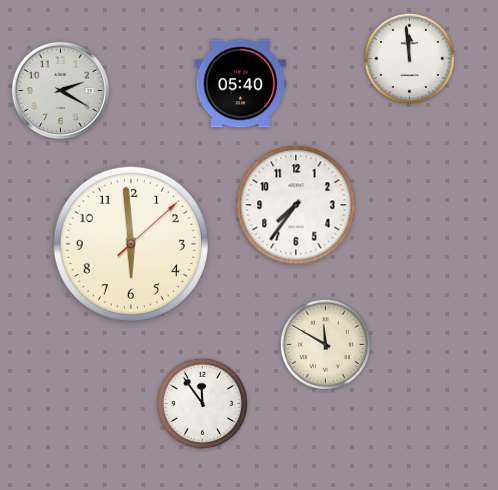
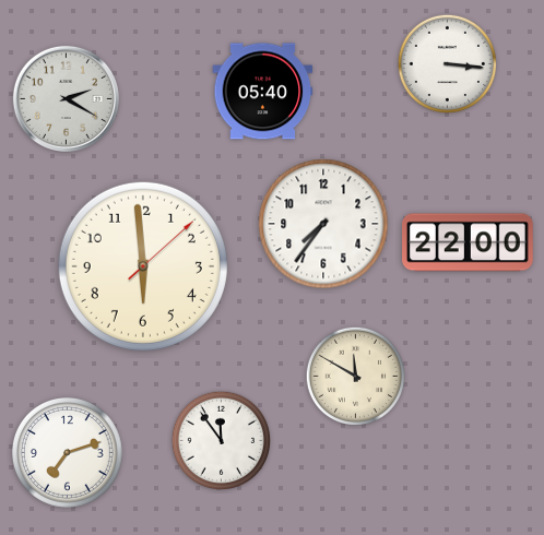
clock at (409, 58): 11:59 -> 3:16
clock at (469, 242): none -> 22:00
clock at (67, 452): none -> 7:12
